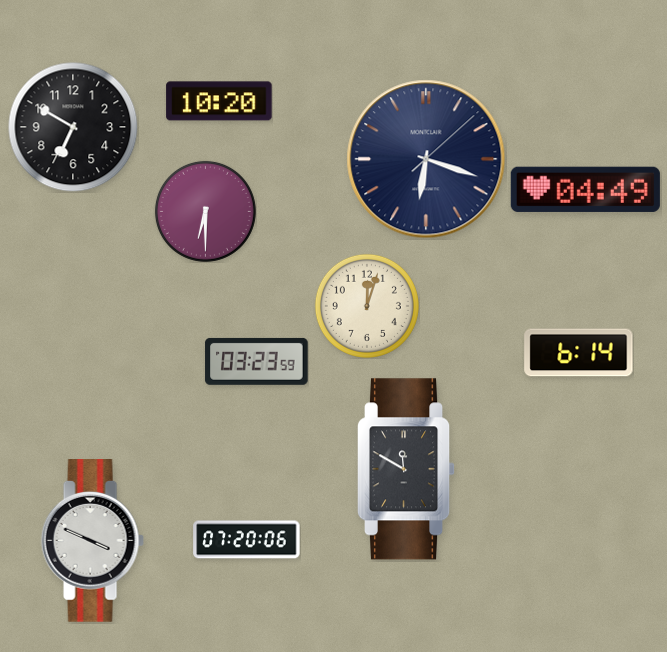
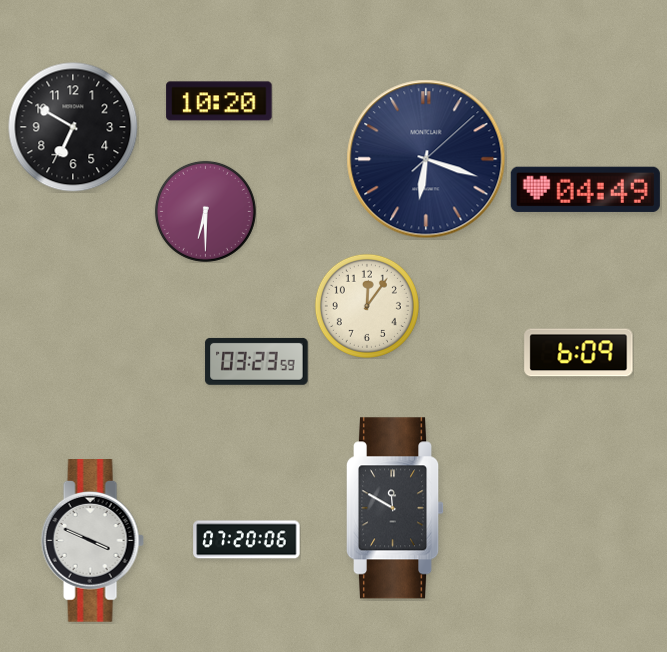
clock at (367, 306): 12:03 -> 12:06
clock at (579, 353): 6:14 -> 6:09
clock at (407, 469) position: (407, 469) -> (396, 508)
